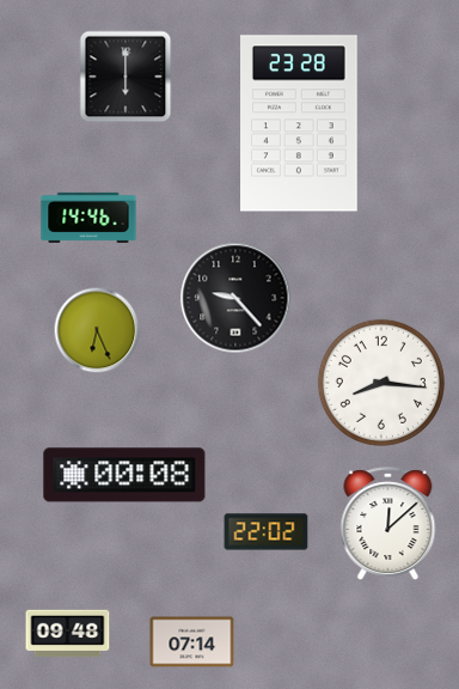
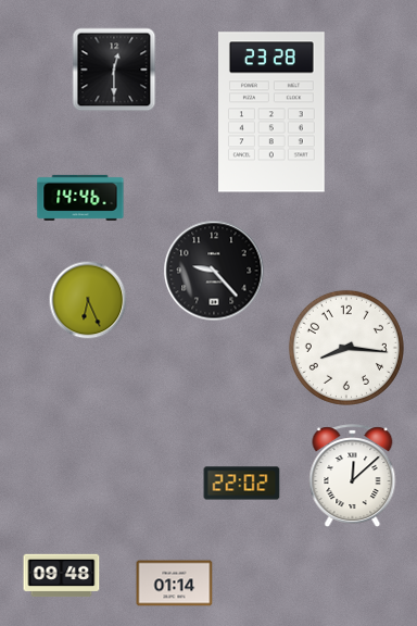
clock at (126, 77): 6:00 -> 12:30
clock at (124, 475): 00:08 -> none
clock at (192, 642): 07:14 -> 01:14
